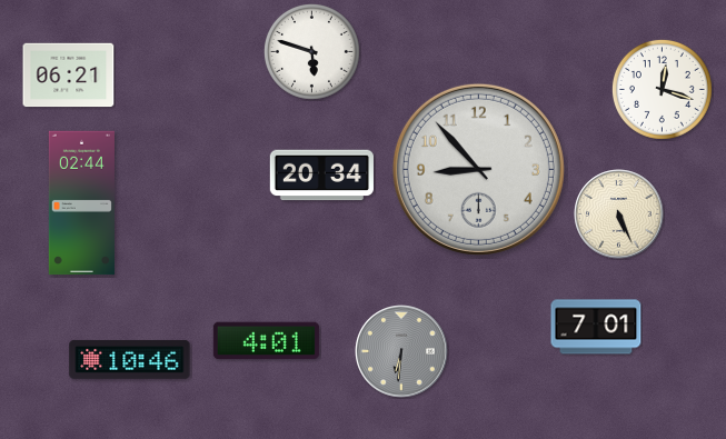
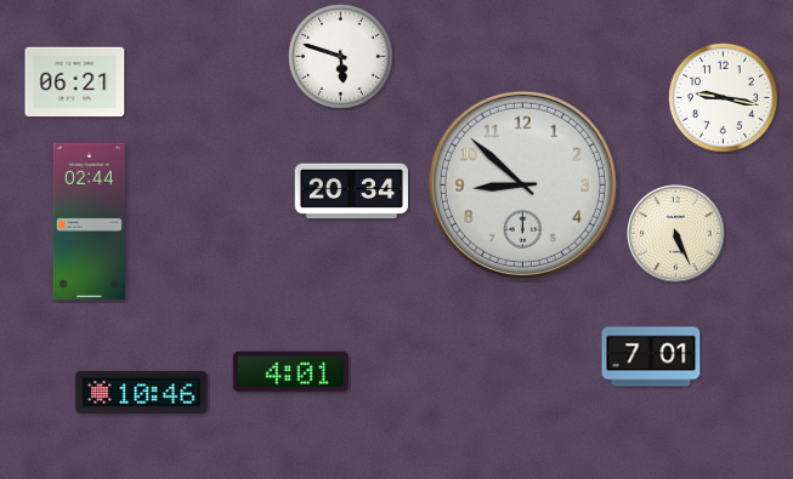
clock at (662, 89): 12:18 -> 9:17
clock at (478, 169): 8:53 -> 8:52
clock at (401, 351): 6:31 -> none
